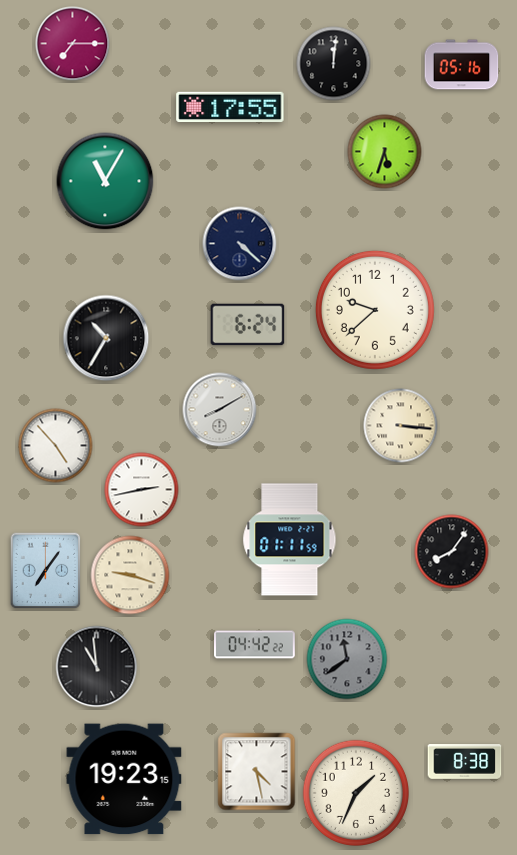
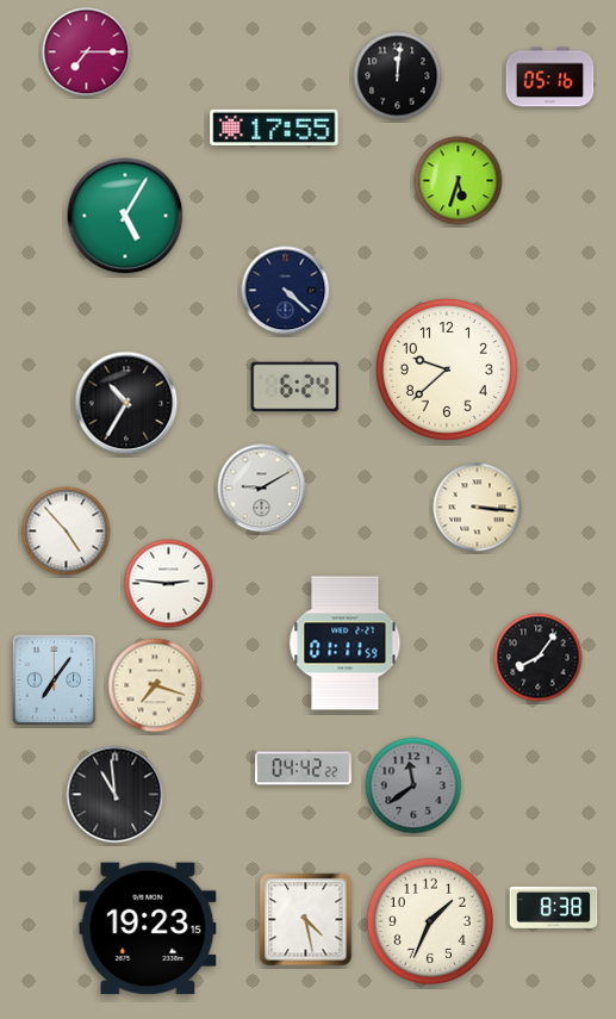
clock at (105, 181): 11:05 -> 5:05
clock at (220, 410): 8:10 -> 9:10
clock at (142, 490): 2:43 -> 2:46
clock at (130, 575): 9:18 -> 7:18
clock at (355, 792) position: (355, 792) -> (429, 920)
